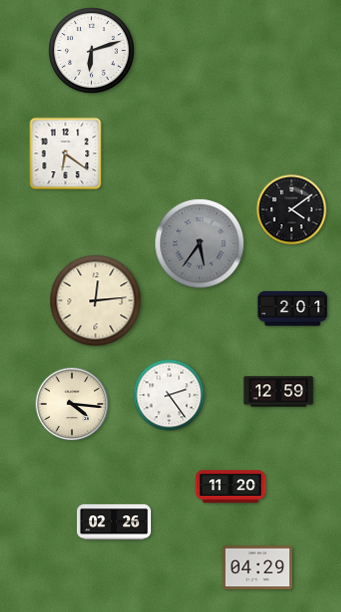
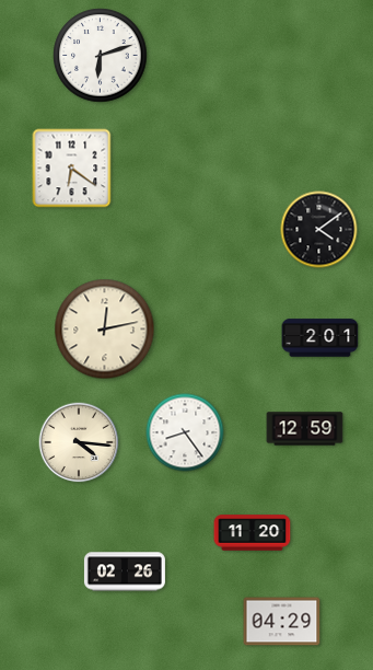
clock at (200, 244): 5:36 -> none
clock at (96, 301): 12:14 -> 12:13
clock at (169, 395): 2:24 -> 8:24
